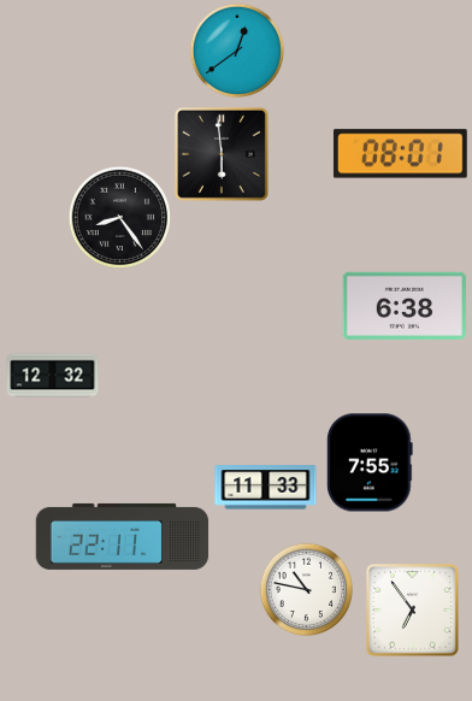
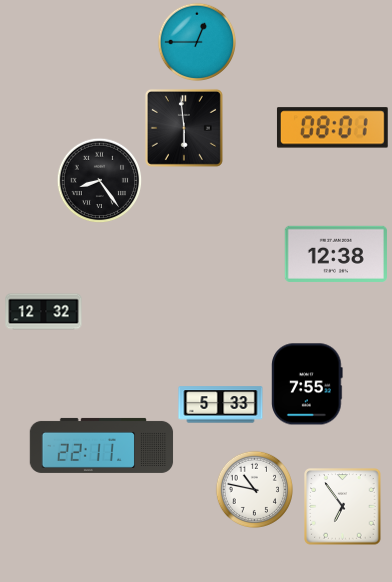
clock at (236, 49): 12:39 -> 12:45
clock at (405, 306): 6:38 -> 12:38
clock at (266, 488): 11:33 -> 5:33
